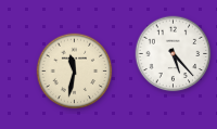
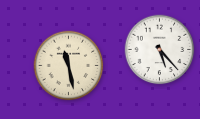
clock at (75, 72): 11:32 -> 11:28
